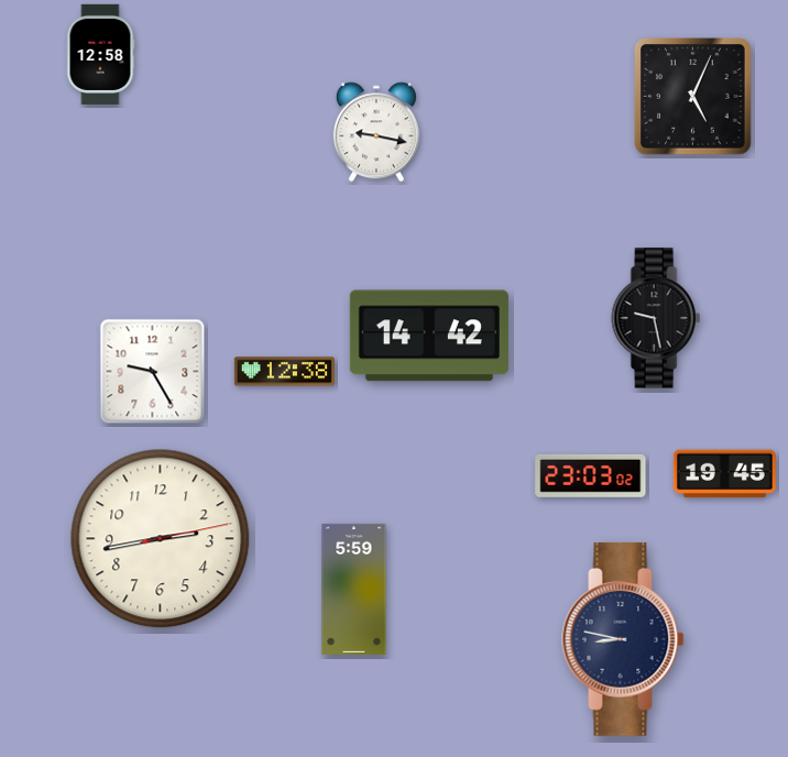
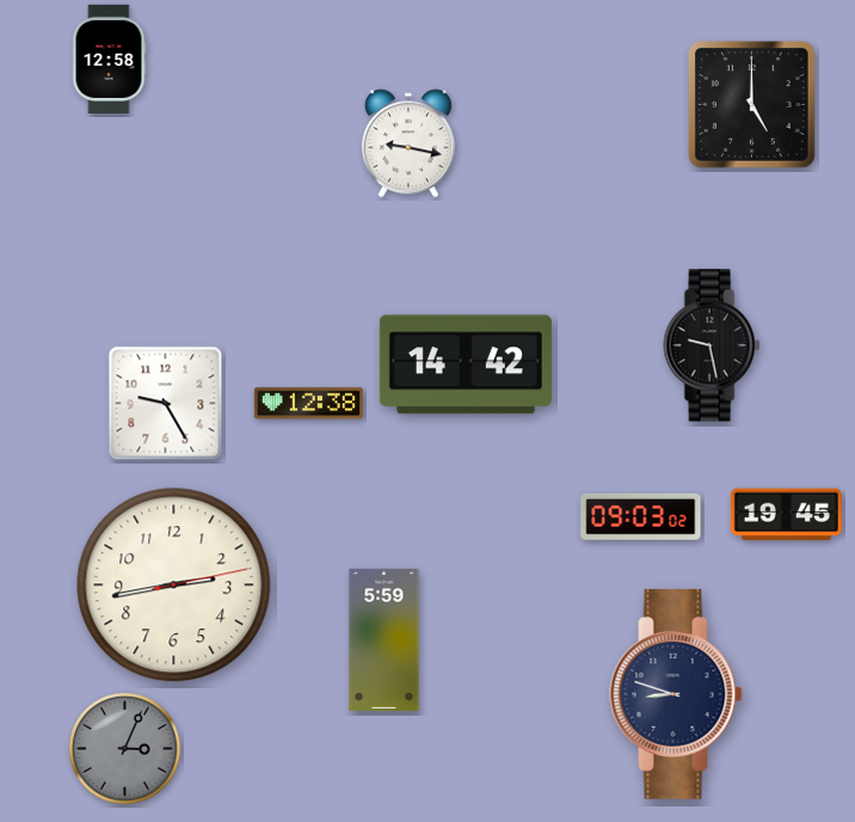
clock at (693, 97): 5:04 -> 5:00
clock at (591, 475): 23:03 -> 09:03
clock at (623, 639): 8:47 -> 8:48
clock at (125, 749): none -> 3:04
